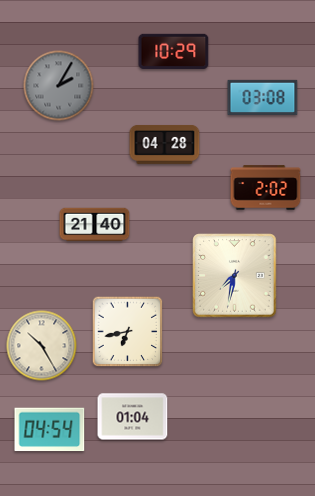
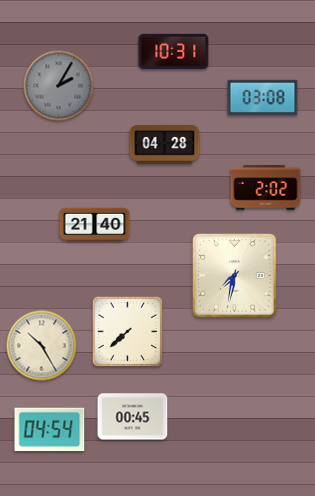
clock at (174, 51): 10:29 -> 10:31
clock at (128, 332): 6:43 -> 7:38
clock at (133, 417): 01:04 -> 00:45
